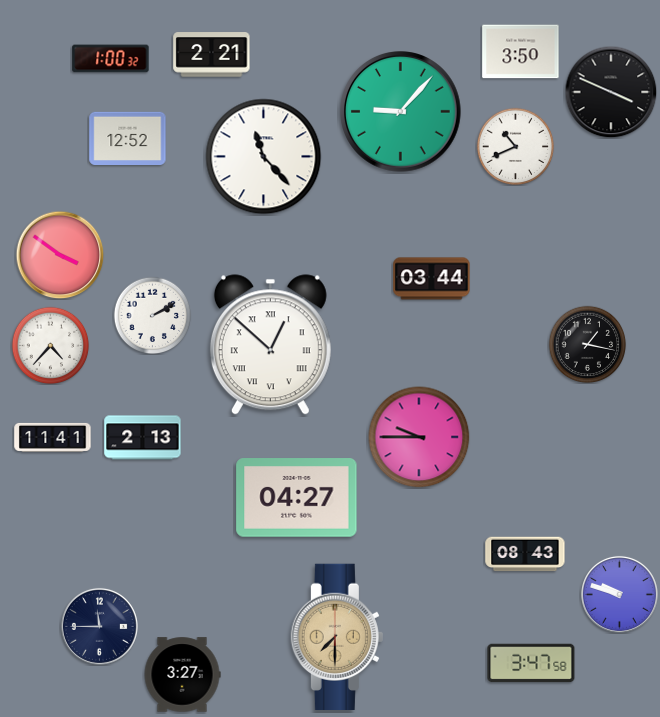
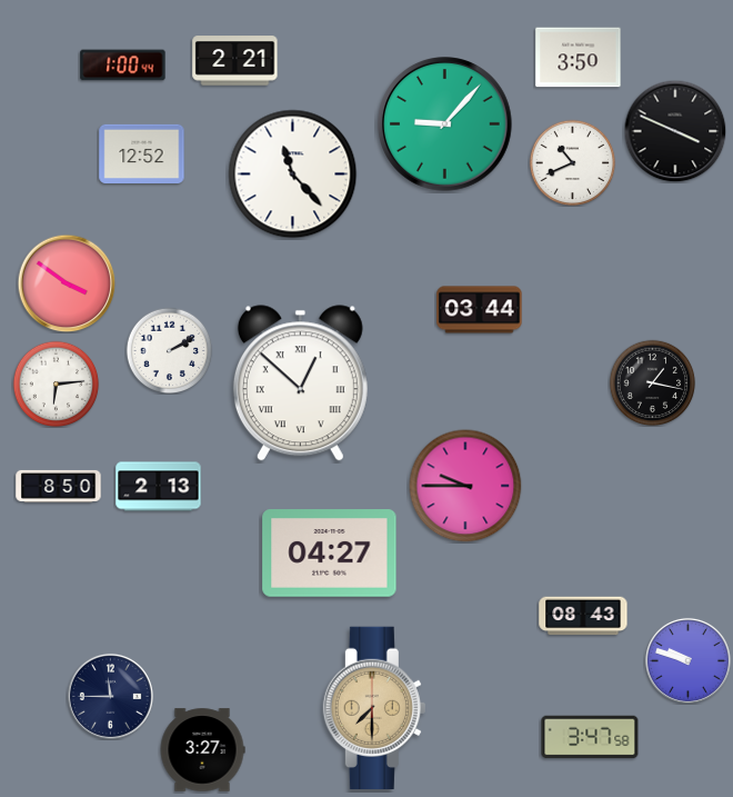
clock at (111, 59): 1:00:32 -> 1:00:44
clock at (611, 92) position: (611, 92) -> (675, 131)
clock at (50, 345): 4:37 -> 6:14
clock at (53, 437): 11:41 -> 8:50
